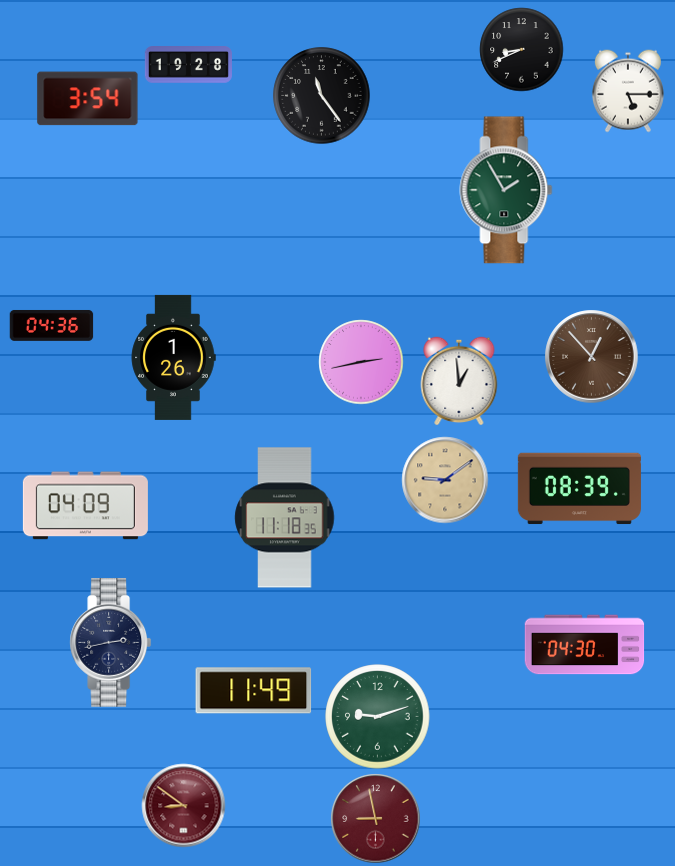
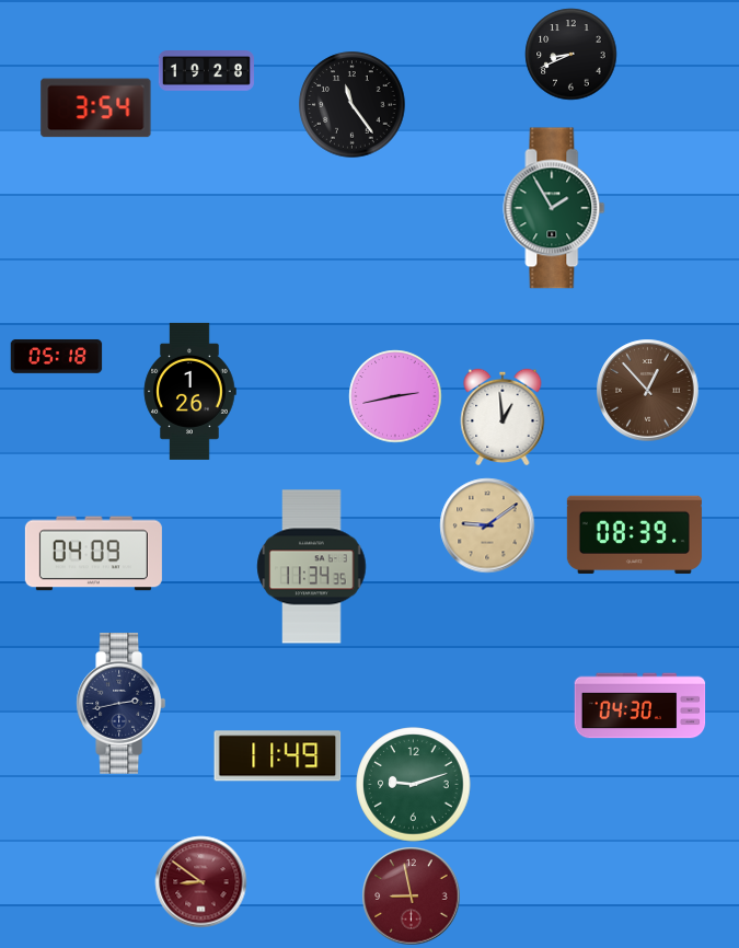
clock at (628, 91): 5:15 -> none
clock at (52, 326): 04:36 -> 05:18
clock at (285, 518): 11:18 -> 11:34
